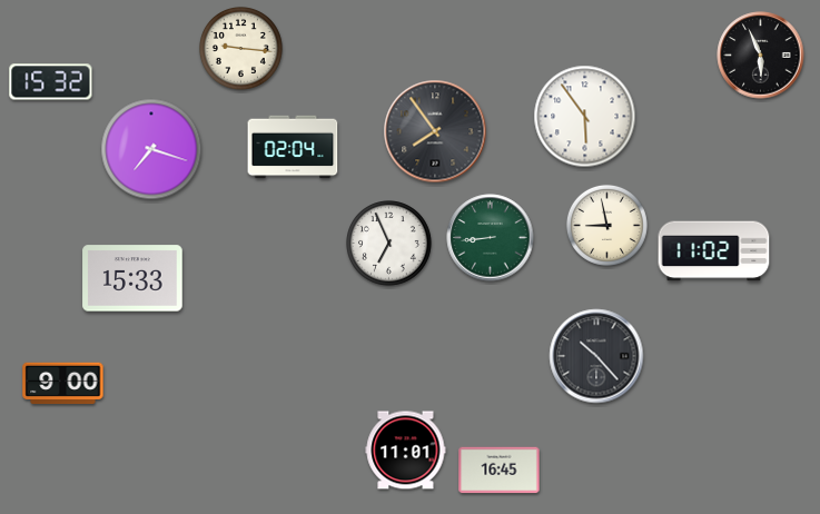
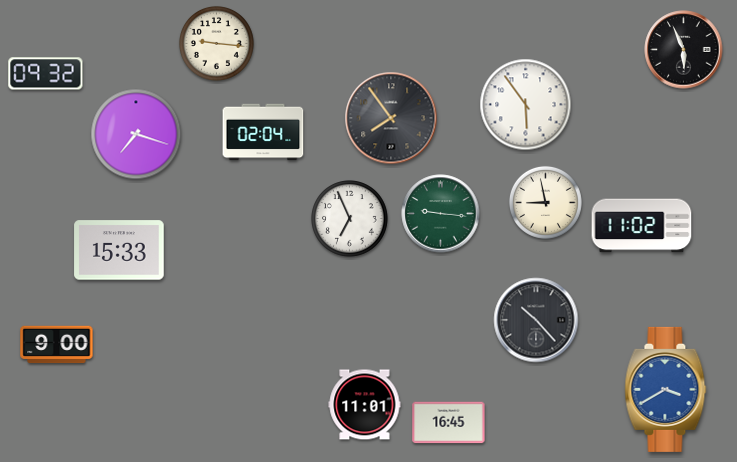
clock at (51, 82): 15:32 -> 09:32
clock at (491, 238): 8:44 -> 9:16
clock at (666, 389): none -> 3:40
